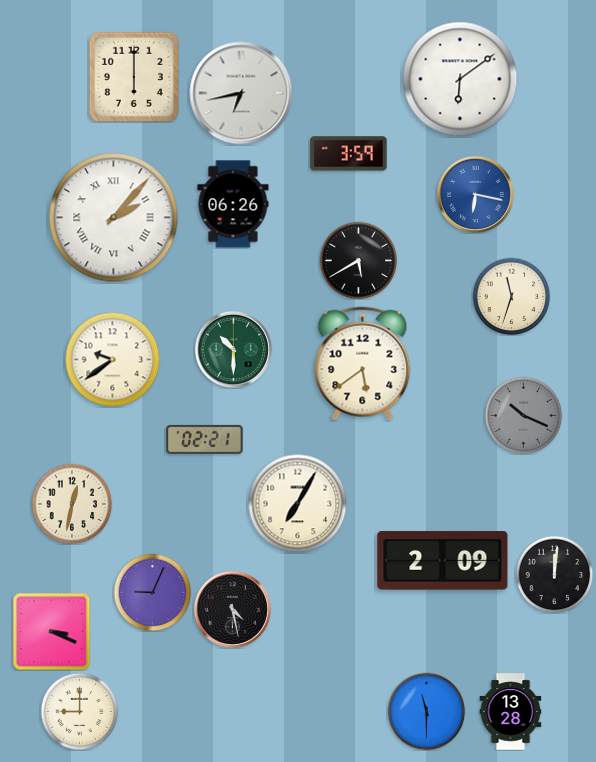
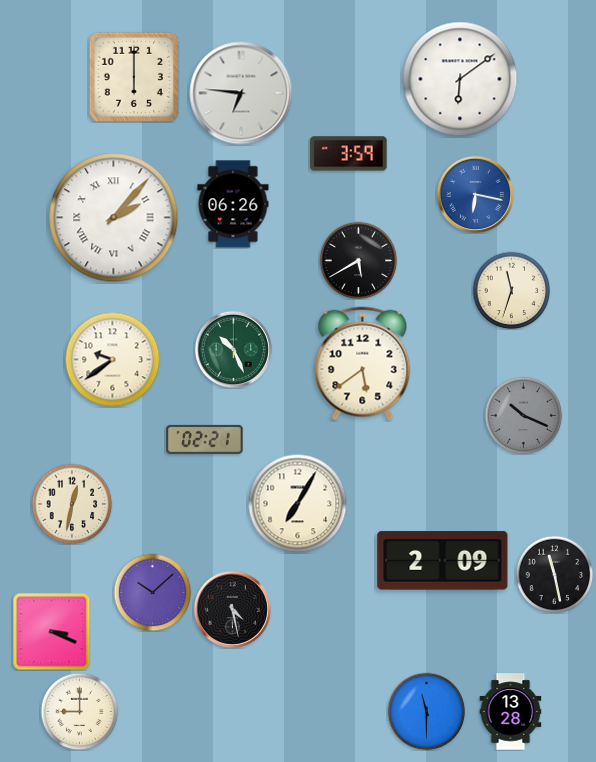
clock at (241, 93): 6:43 -> 6:46
clock at (511, 296) position: (511, 296) -> (511, 290)
clock at (233, 349): 10:30 -> 10:26
clock at (554, 574): 12:01 -> 11:28
clock at (152, 592): 9:04 -> 10:08
